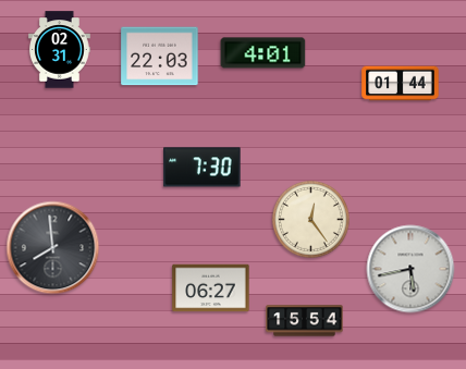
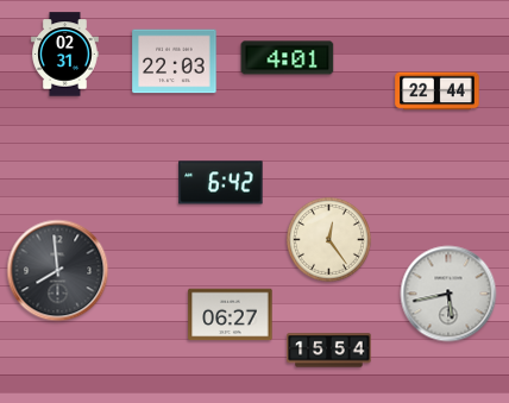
clock at (401, 84): 01:44 -> 22:44
clock at (203, 168): 7:30 -> 6:42
clock at (310, 219) position: (310, 219) -> (328, 239)
clock at (305, 321) position: (305, 321) -> (329, 351)
